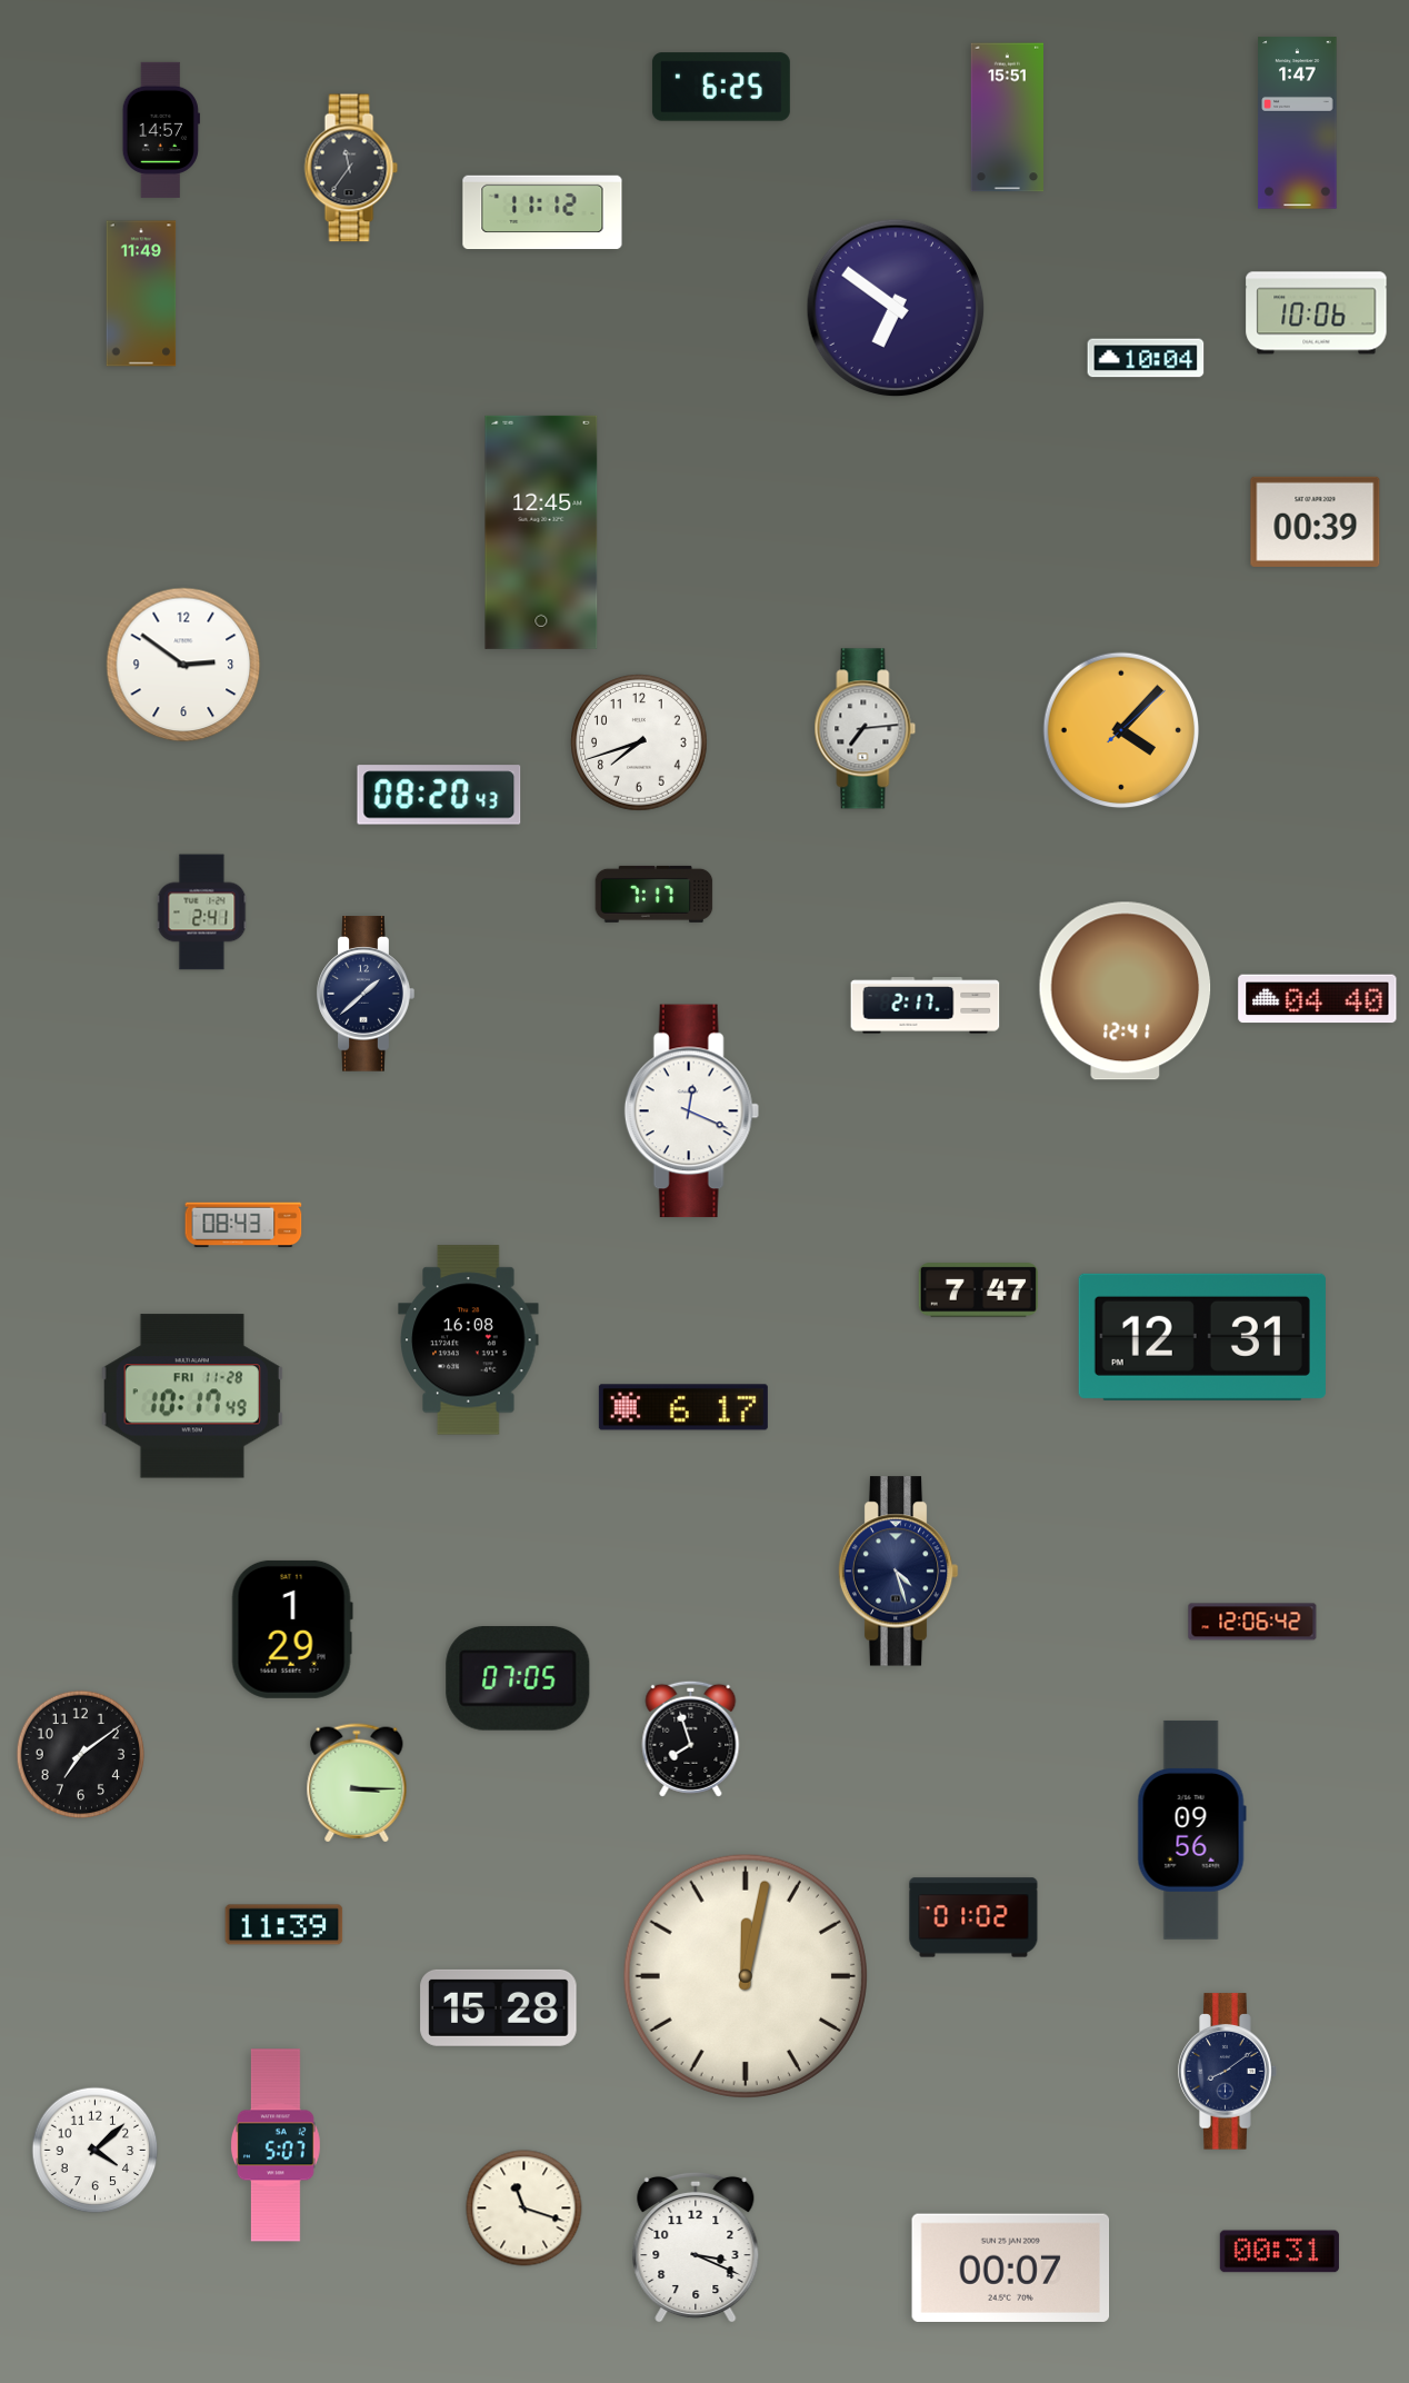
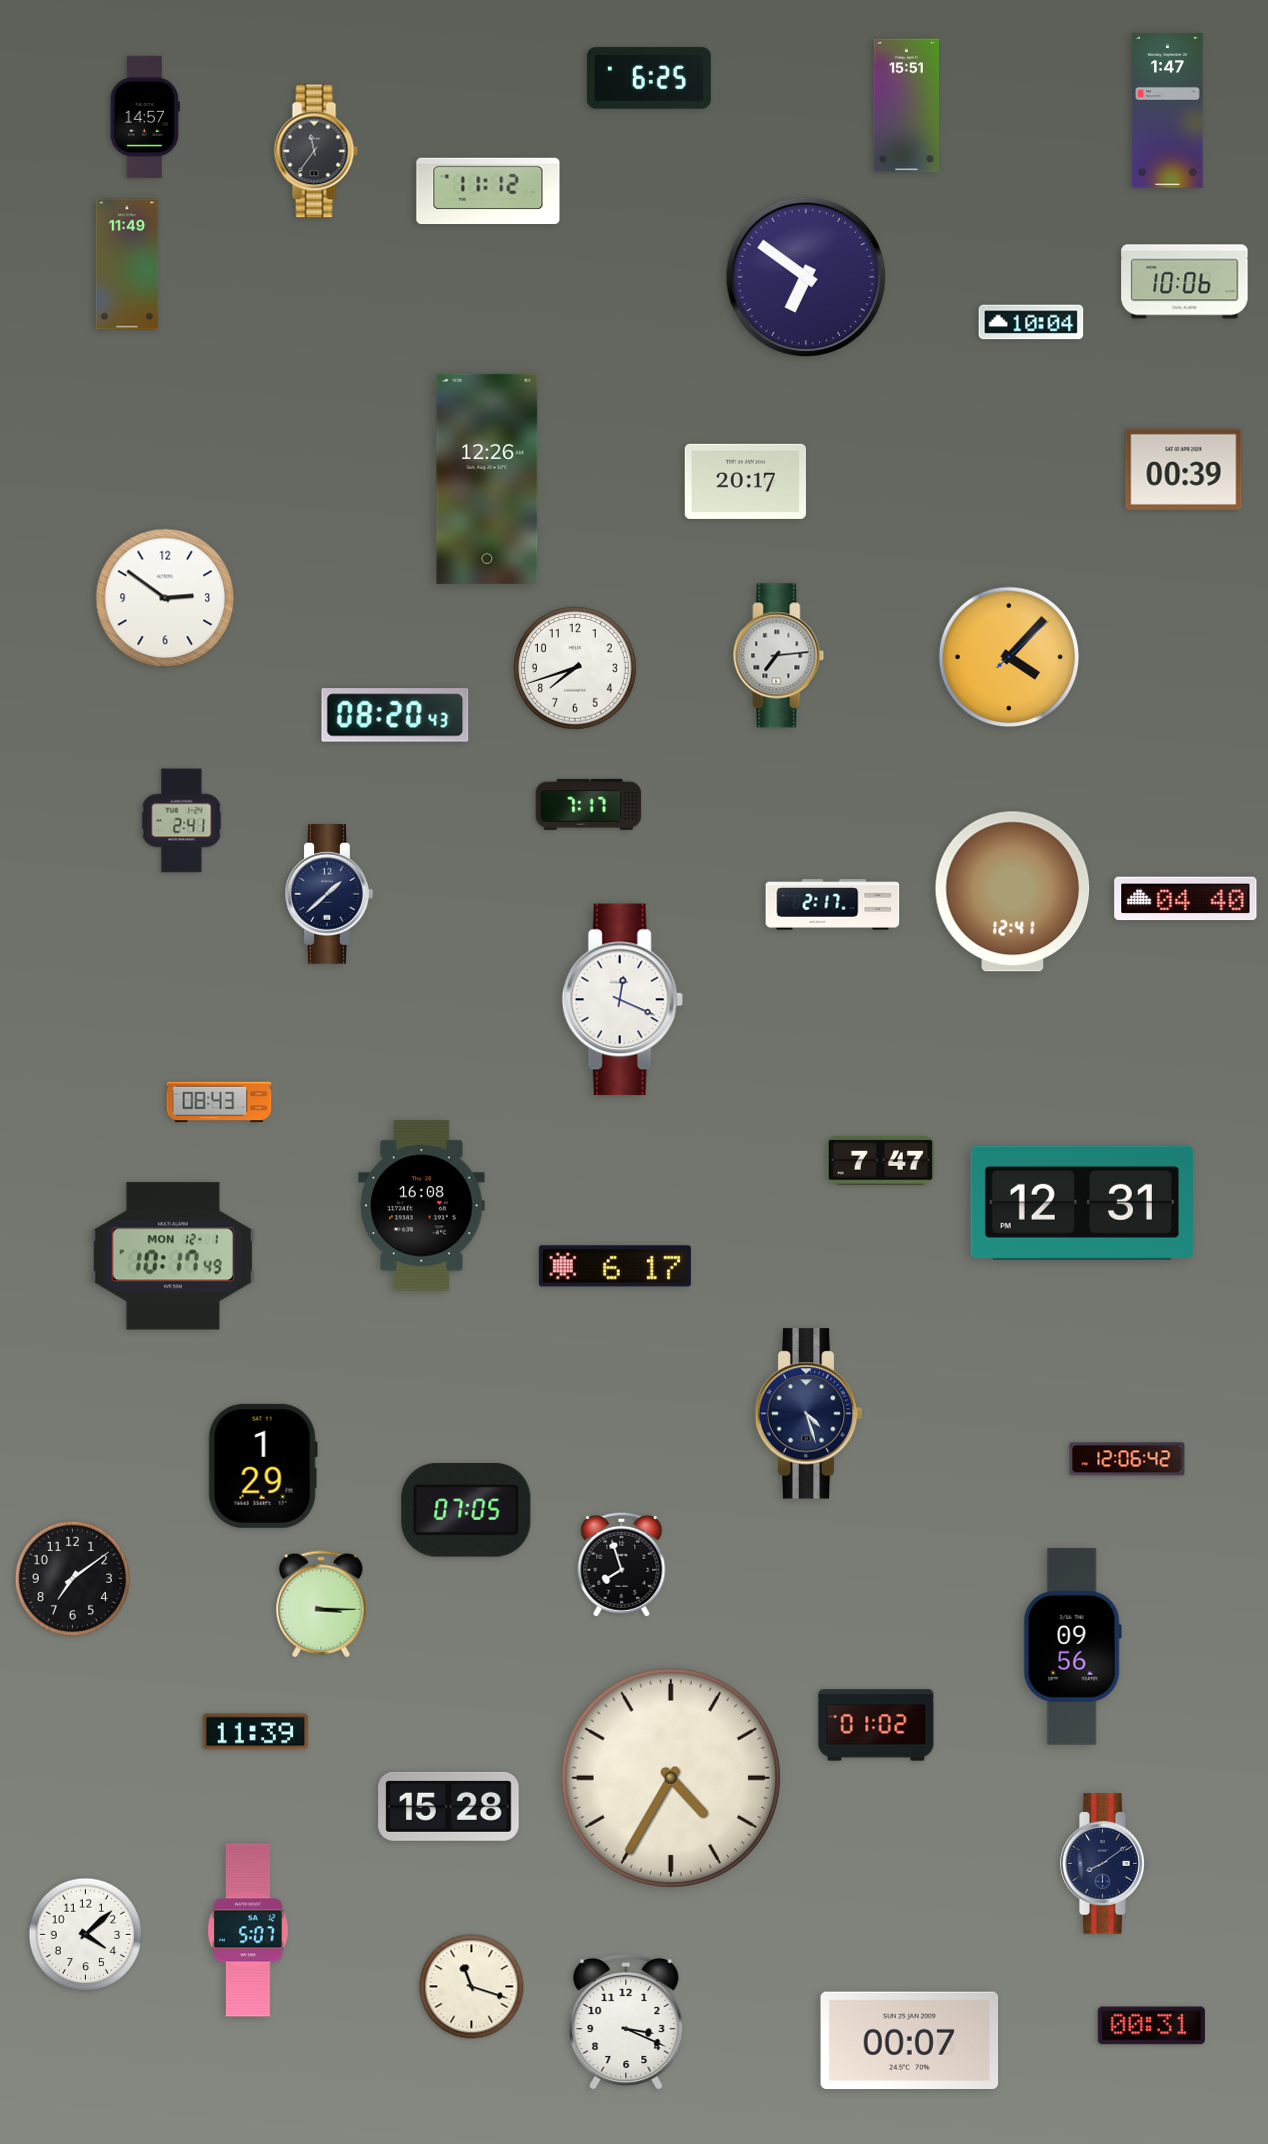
clock at (541, 532): 12:45 -> 12:26
clock at (745, 481): none -> 20:17
clock at (192, 1396) date: FRI 11-28 -> MON 12-1
clock at (746, 1976): 12:02 -> 4:35
